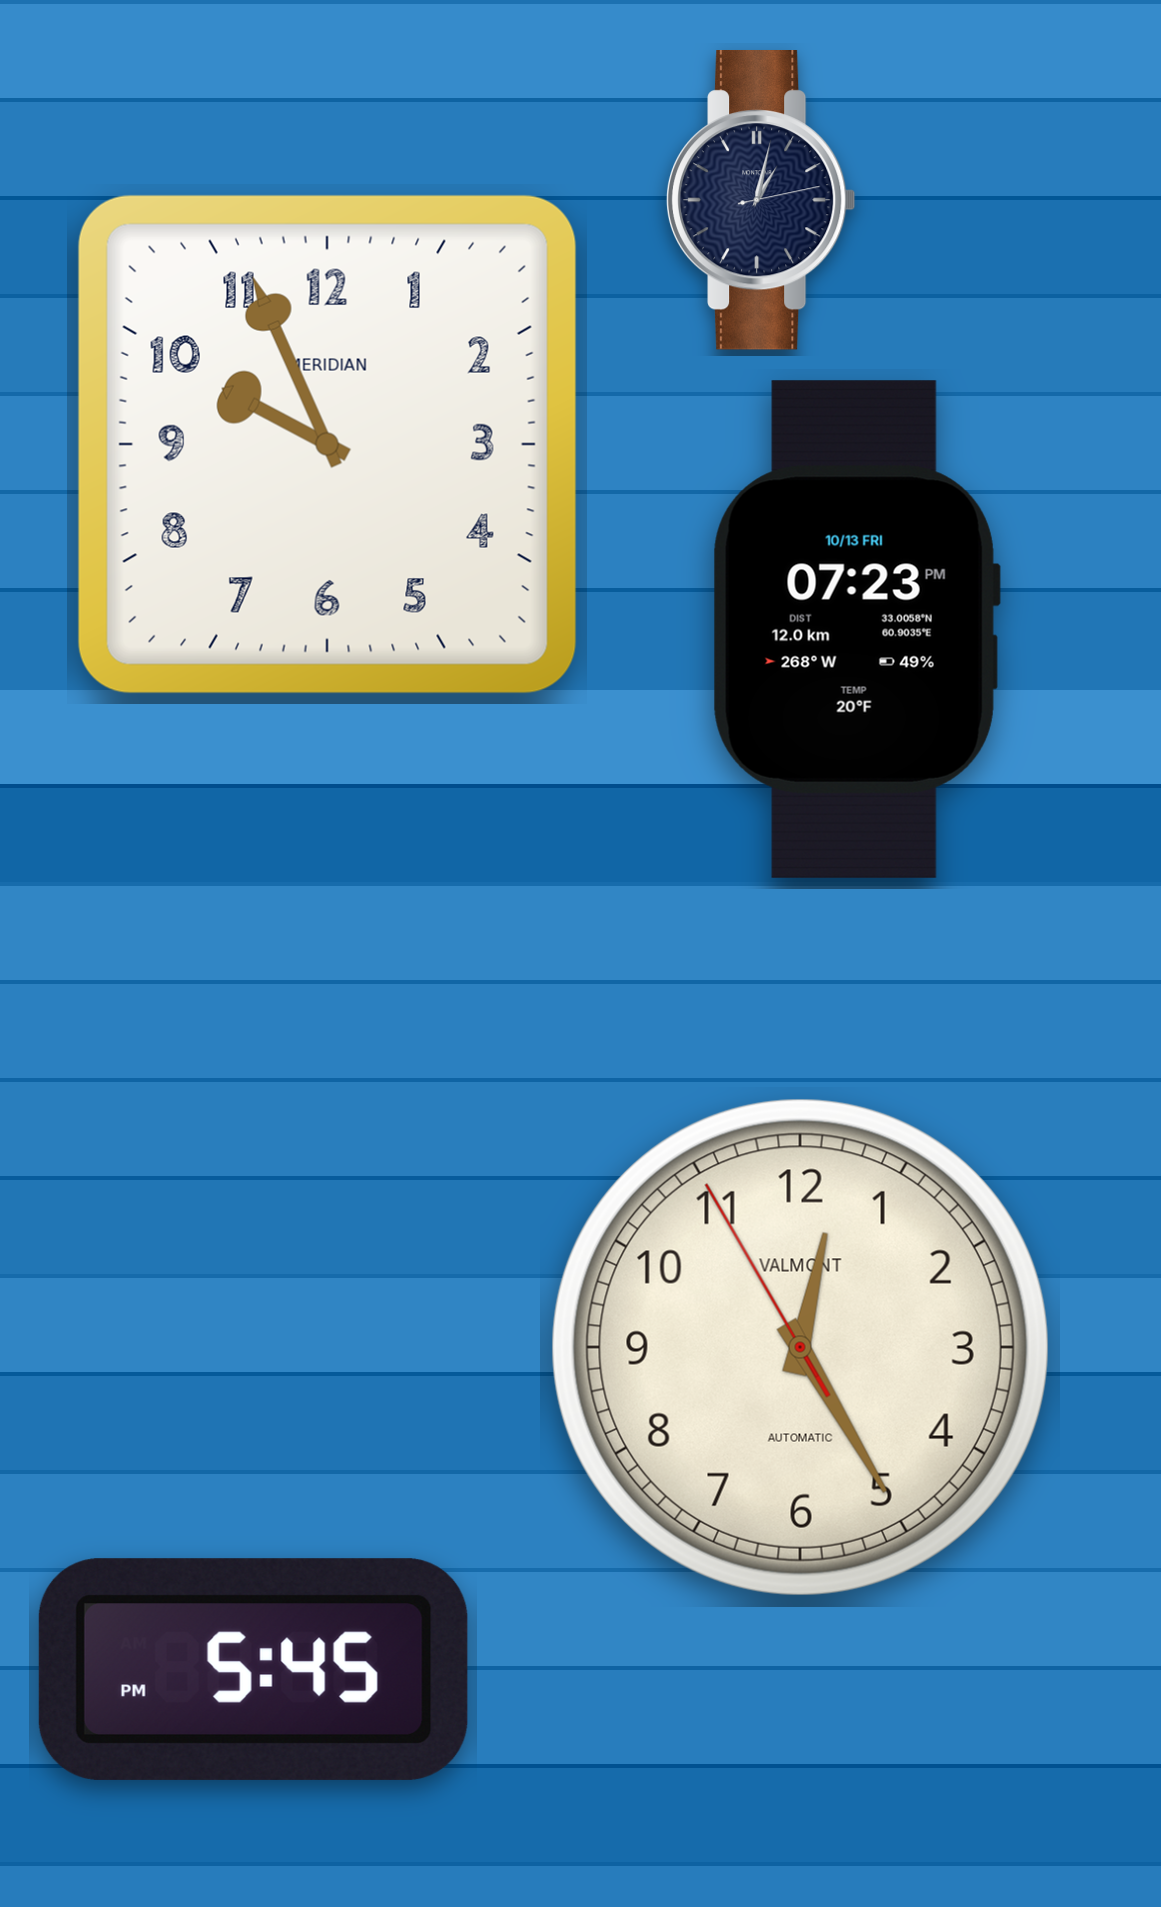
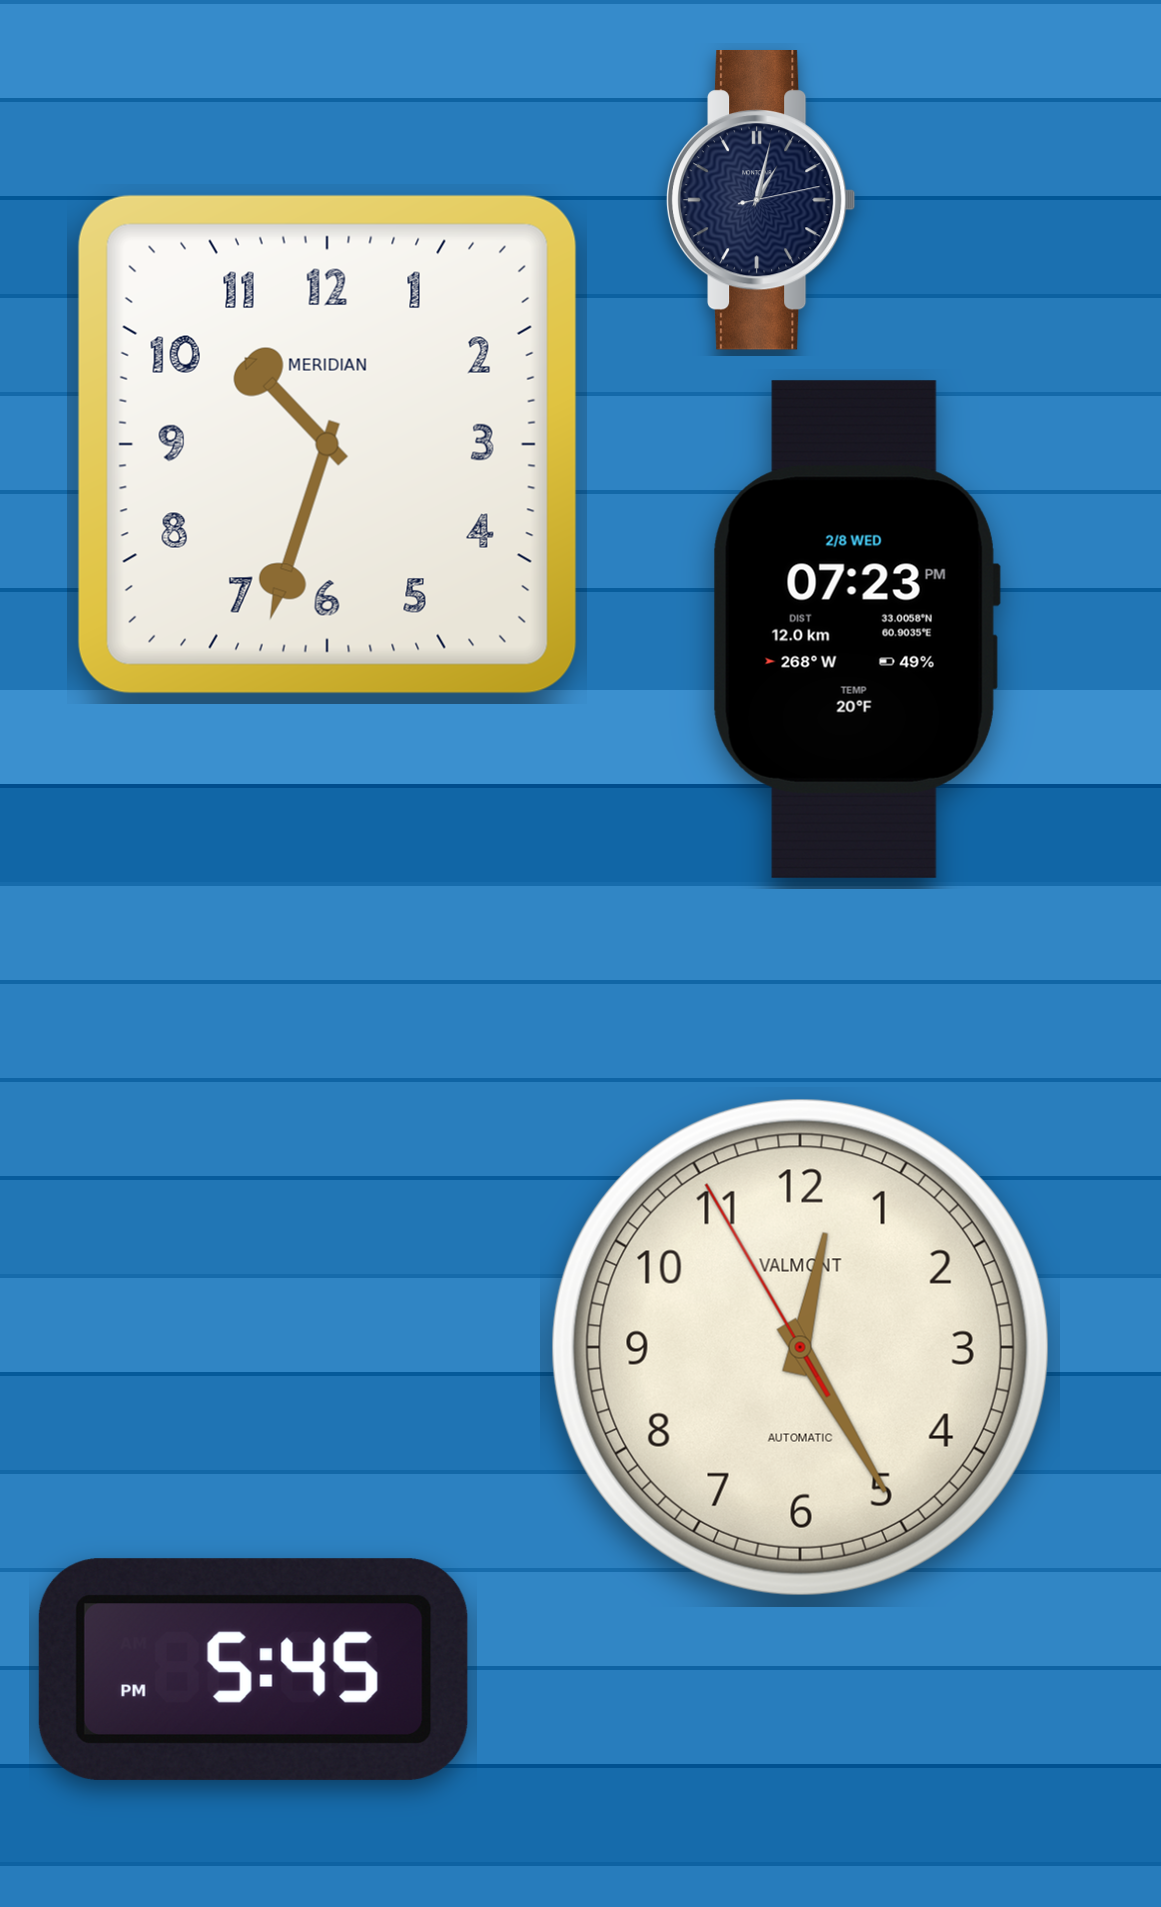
clock at (327, 444): 9:56 -> 10:33
clock at (856, 629) date: 10/13 FRI -> 2/8 WED
